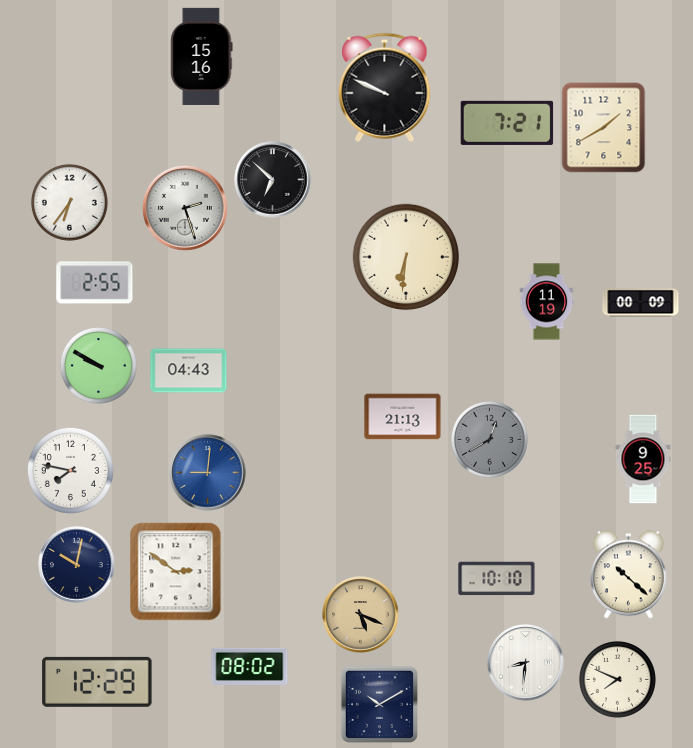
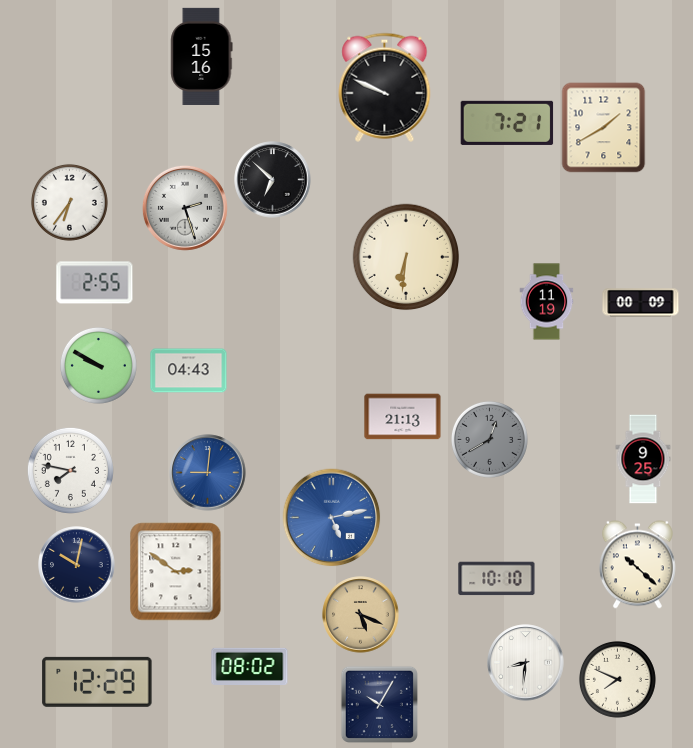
clock at (332, 518): none -> 5:13
clock at (629, 575) position: (629, 575) -> (638, 565)
clock at (379, 704): 10:10 -> 10:05
